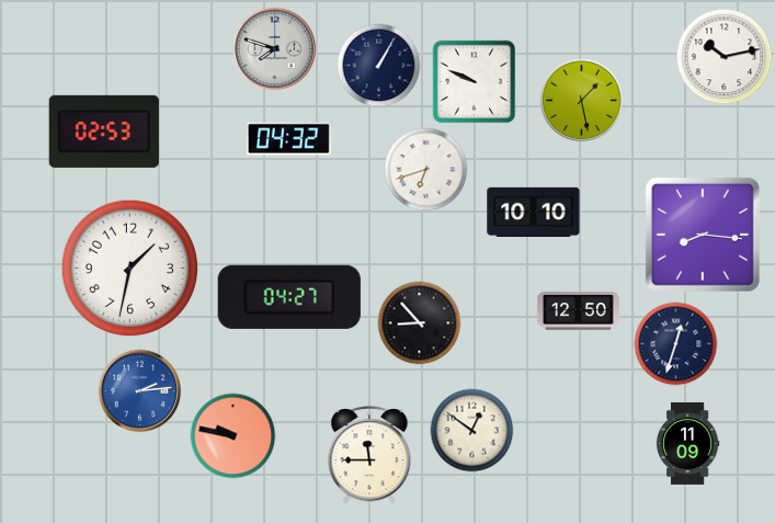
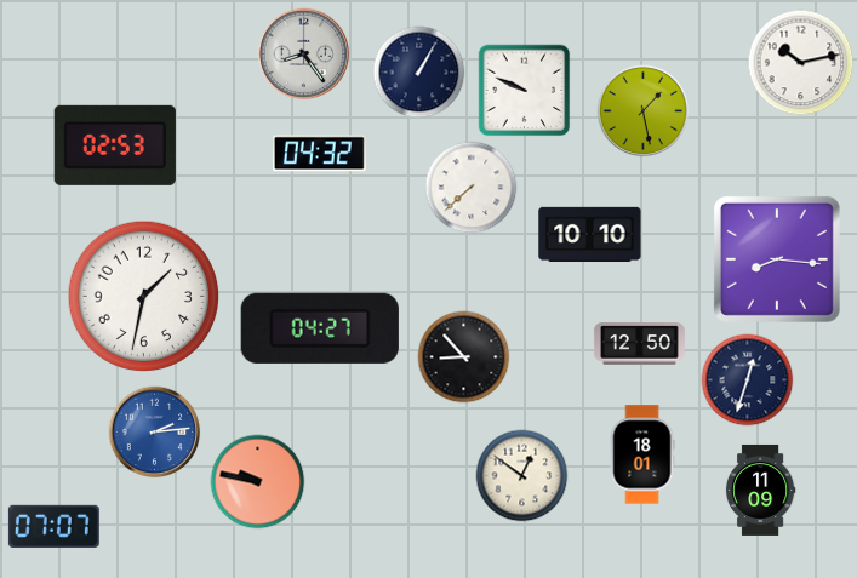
clock at (275, 49): 7:48 -> 8:24
clock at (426, 170): 6:42 -> 7:38
clock at (642, 454): none -> 18:01
clock at (369, 456): 11:45 -> none
clock at (53, 526): none -> 07:07
